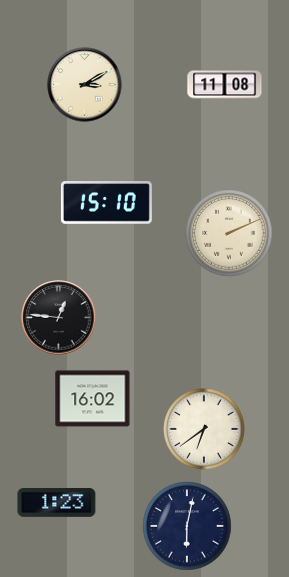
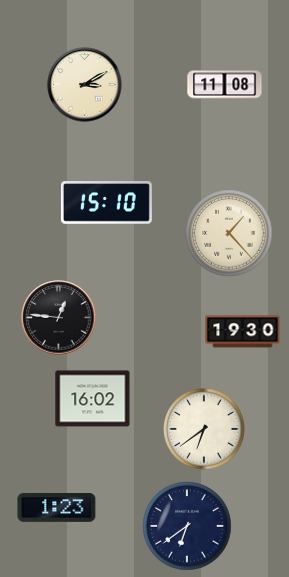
clock at (229, 233): 2:11 -> 1:23
clock at (243, 332): none -> 19:30
clock at (57, 503) position: (57, 503) -> (57, 508)
clock at (187, 526): 6:02 -> 6:39
